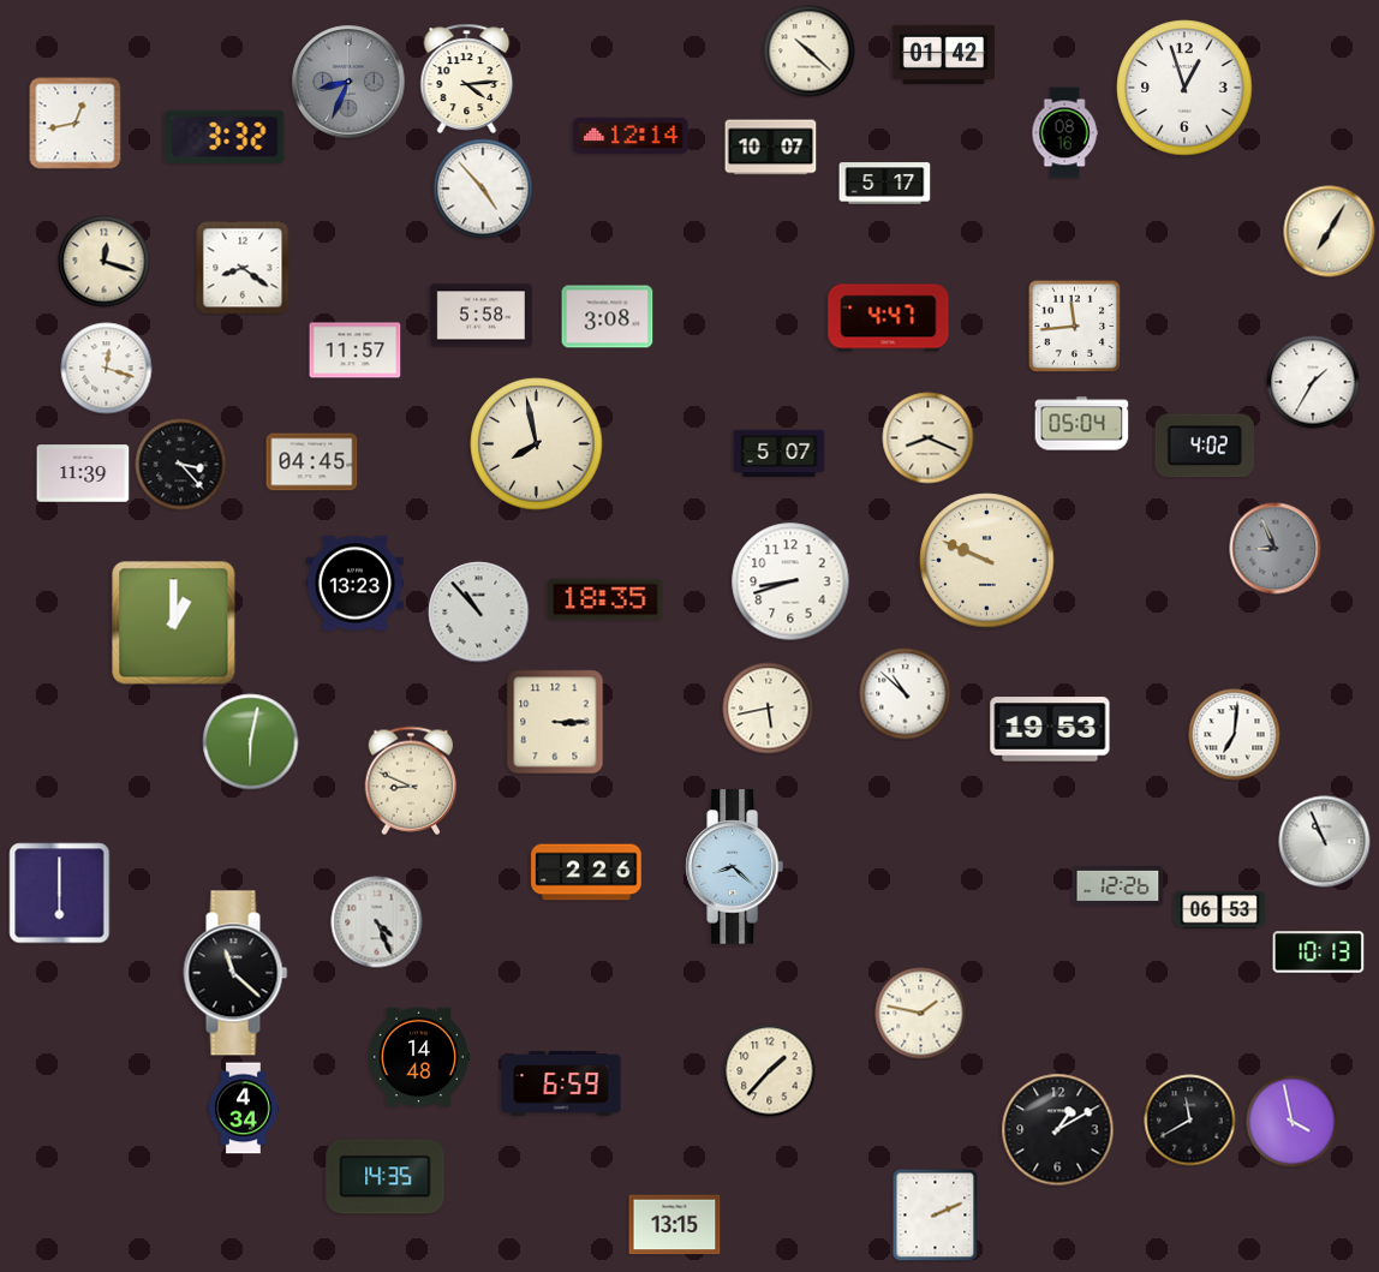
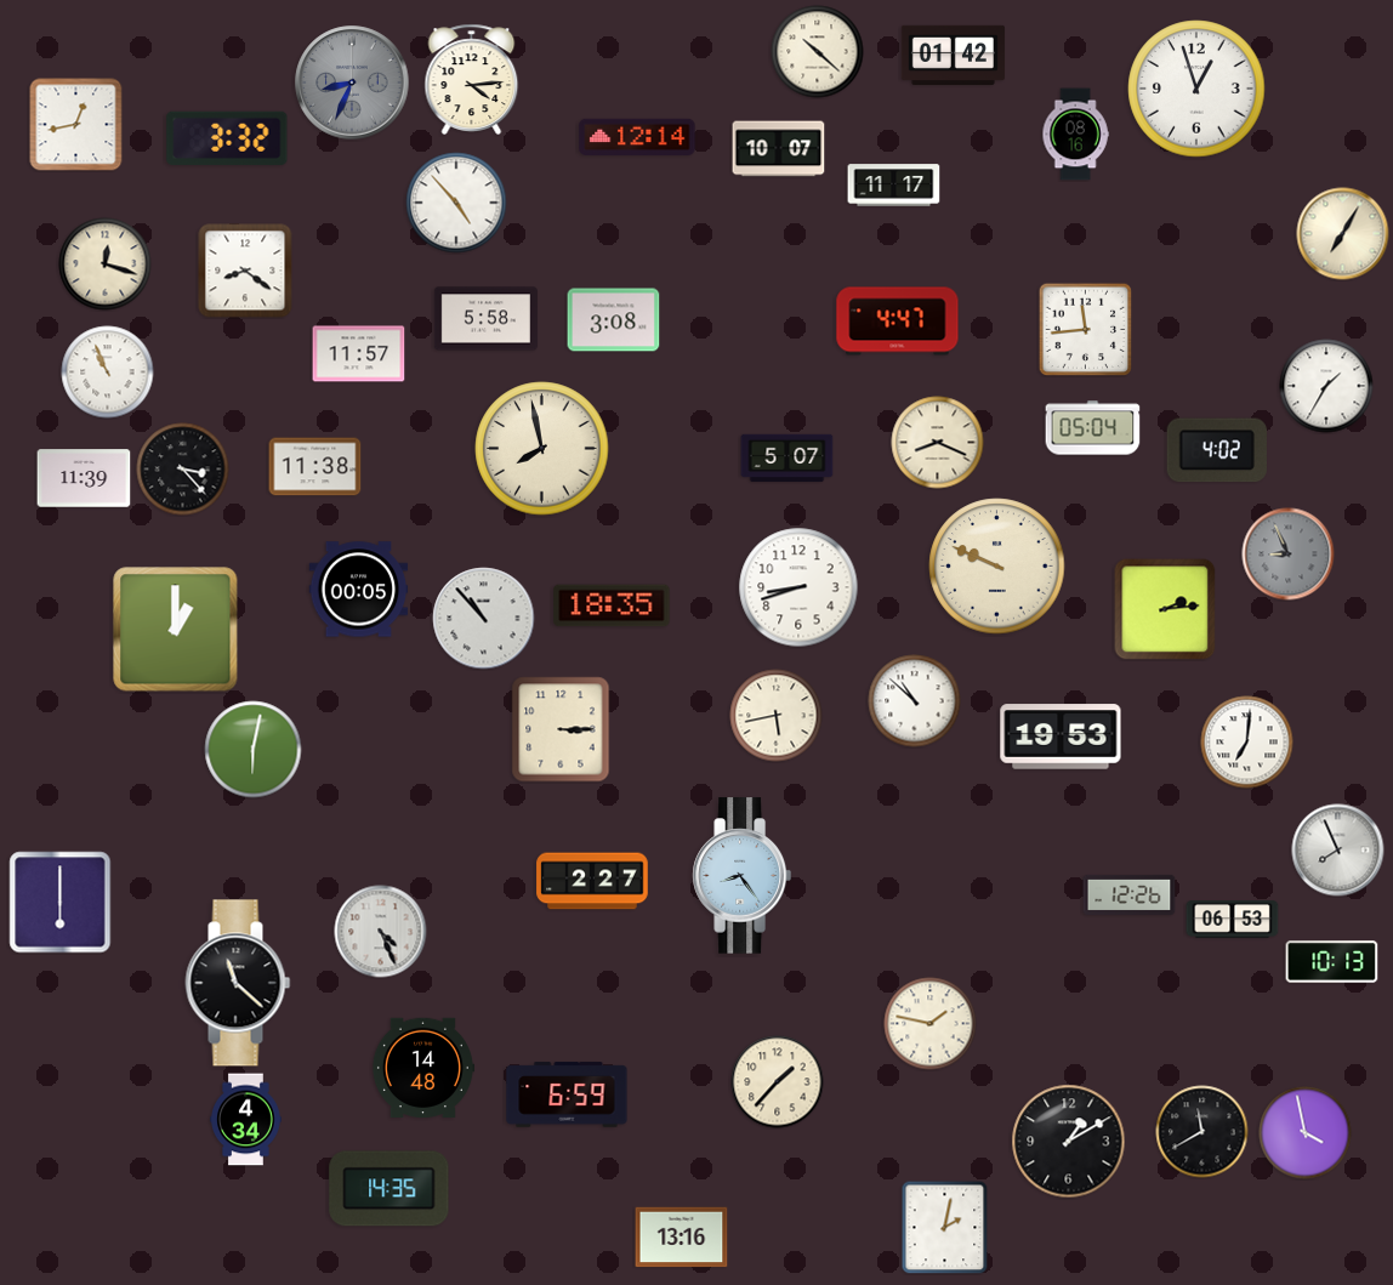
clock at (885, 184): 5:17 -> 11:17
clock at (483, 189) position: (483, 189) -> (456, 203)
clock at (107, 369): 12:18 -> 10:56
clock at (312, 462): 04:45 -> 11:38
clock at (356, 584): 13:23 -> 00:05
clock at (1165, 609): none -> 2:14
clock at (411, 781): 8:49 -> none
clock at (1325, 842): 10:56 -> 7:56
clock at (734, 867): 8:22 -> 8:24
clock at (586, 872): 2:26 -> 2:27
clock at (936, 1214): 2:11 -> 2:02
clock at (675, 1225): 13:15 -> 13:16
